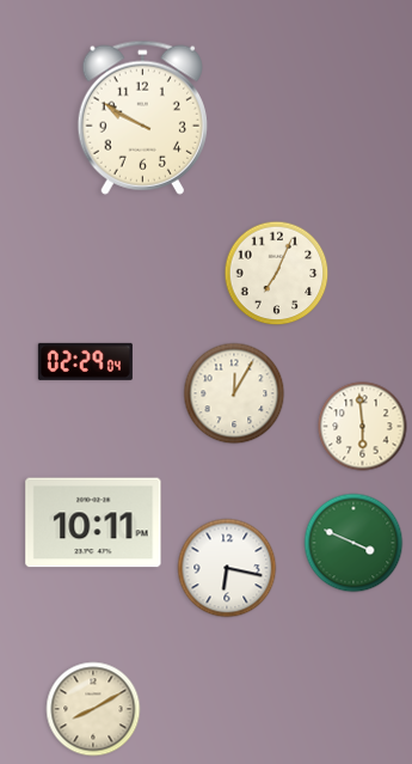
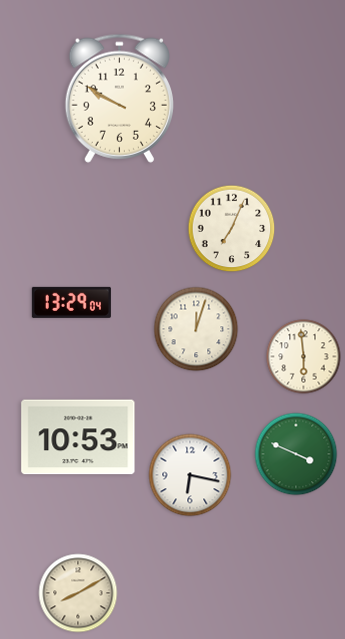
clock at (85, 361): 02:29 -> 13:29
clock at (234, 393): 12:05 -> 12:03
clock at (93, 522): 10:11 -> 10:53
